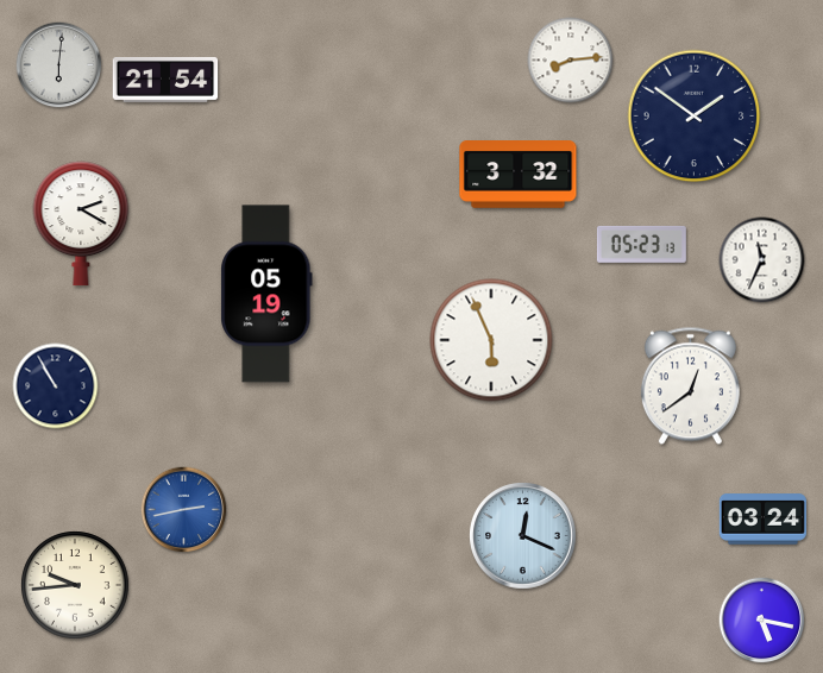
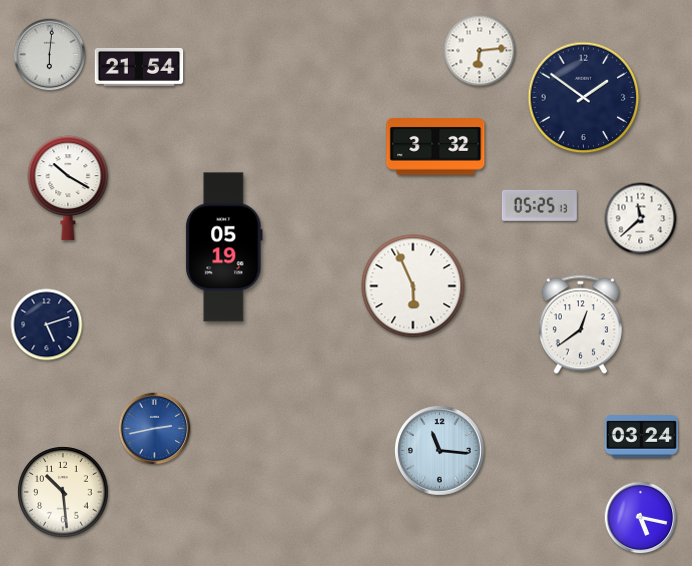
clock at (571, 61): 8:14 -> 6:14
clock at (81, 224): 2:20 -> 10:20
clock at (641, 244): 05:23 -> 05:25
clock at (762, 260): 11:34 -> 11:38
clock at (56, 386): 10:55 -> 5:12
clock at (523, 536): 12:19 -> 11:16
clock at (75, 585): 9:44 -> 10:29
clock at (762, 621) position: (762, 621) -> (641, 518)
